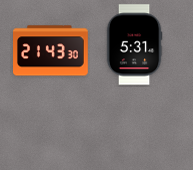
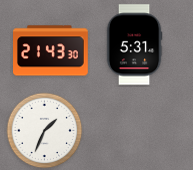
clock at (45, 131): none -> 1:34
